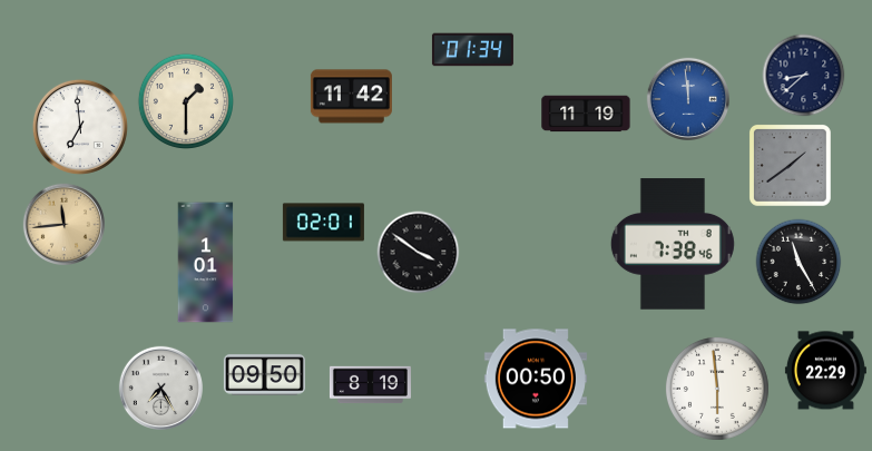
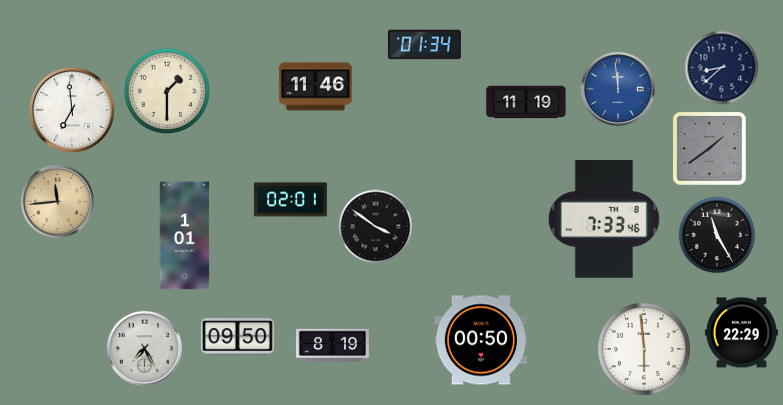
clock at (351, 97): 11:42 -> 11:46
clock at (80, 127) position: (80, 127) -> (72, 110)
clock at (673, 244): 7:38 -> 7:33
